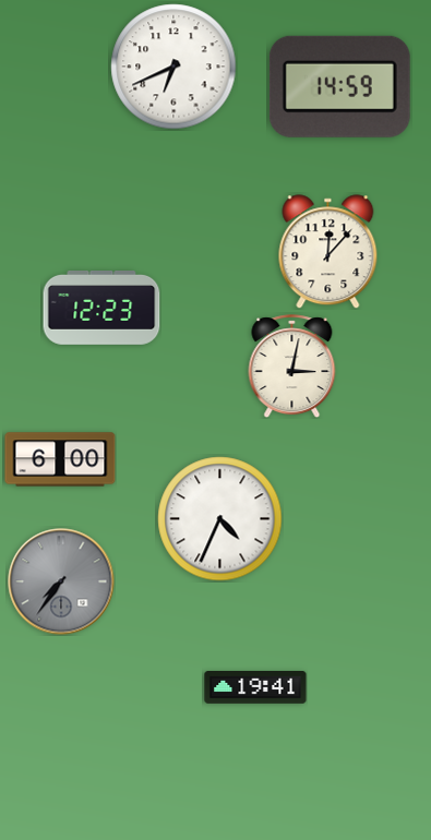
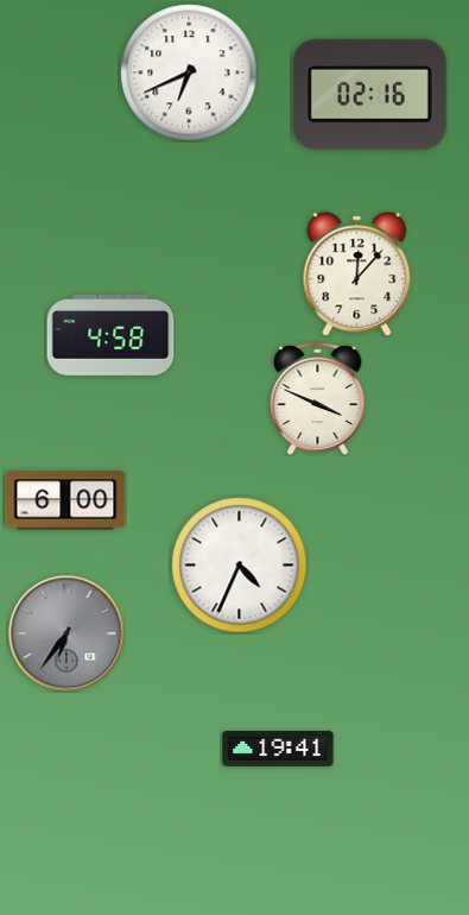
clock at (339, 86): 14:59 -> 02:16
clock at (101, 309): 12:23 -> 4:58
clock at (292, 367): 3:02 -> 3:49
clock at (61, 581): 7:36 -> 6:36
